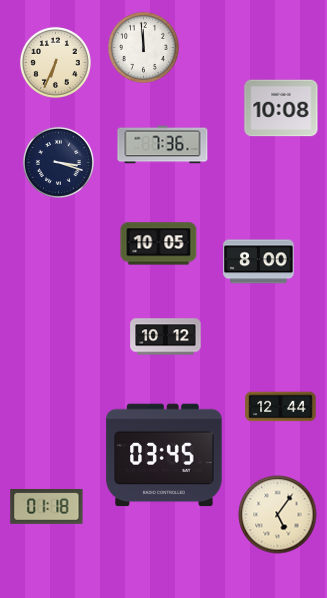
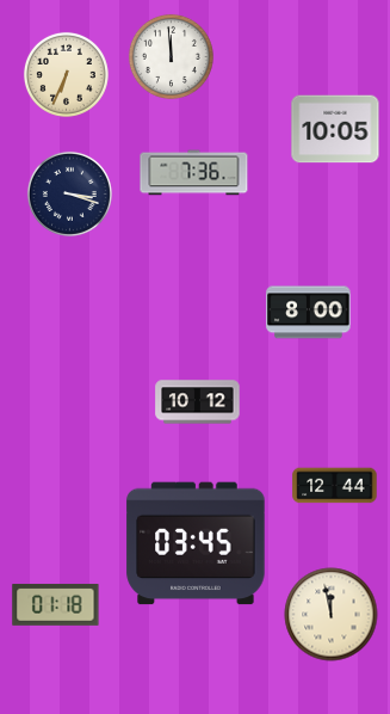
clock at (281, 108): 10:08 -> 10:05
clock at (159, 244): 10:05 -> none
clock at (278, 515): 5:06 -> 11:58
